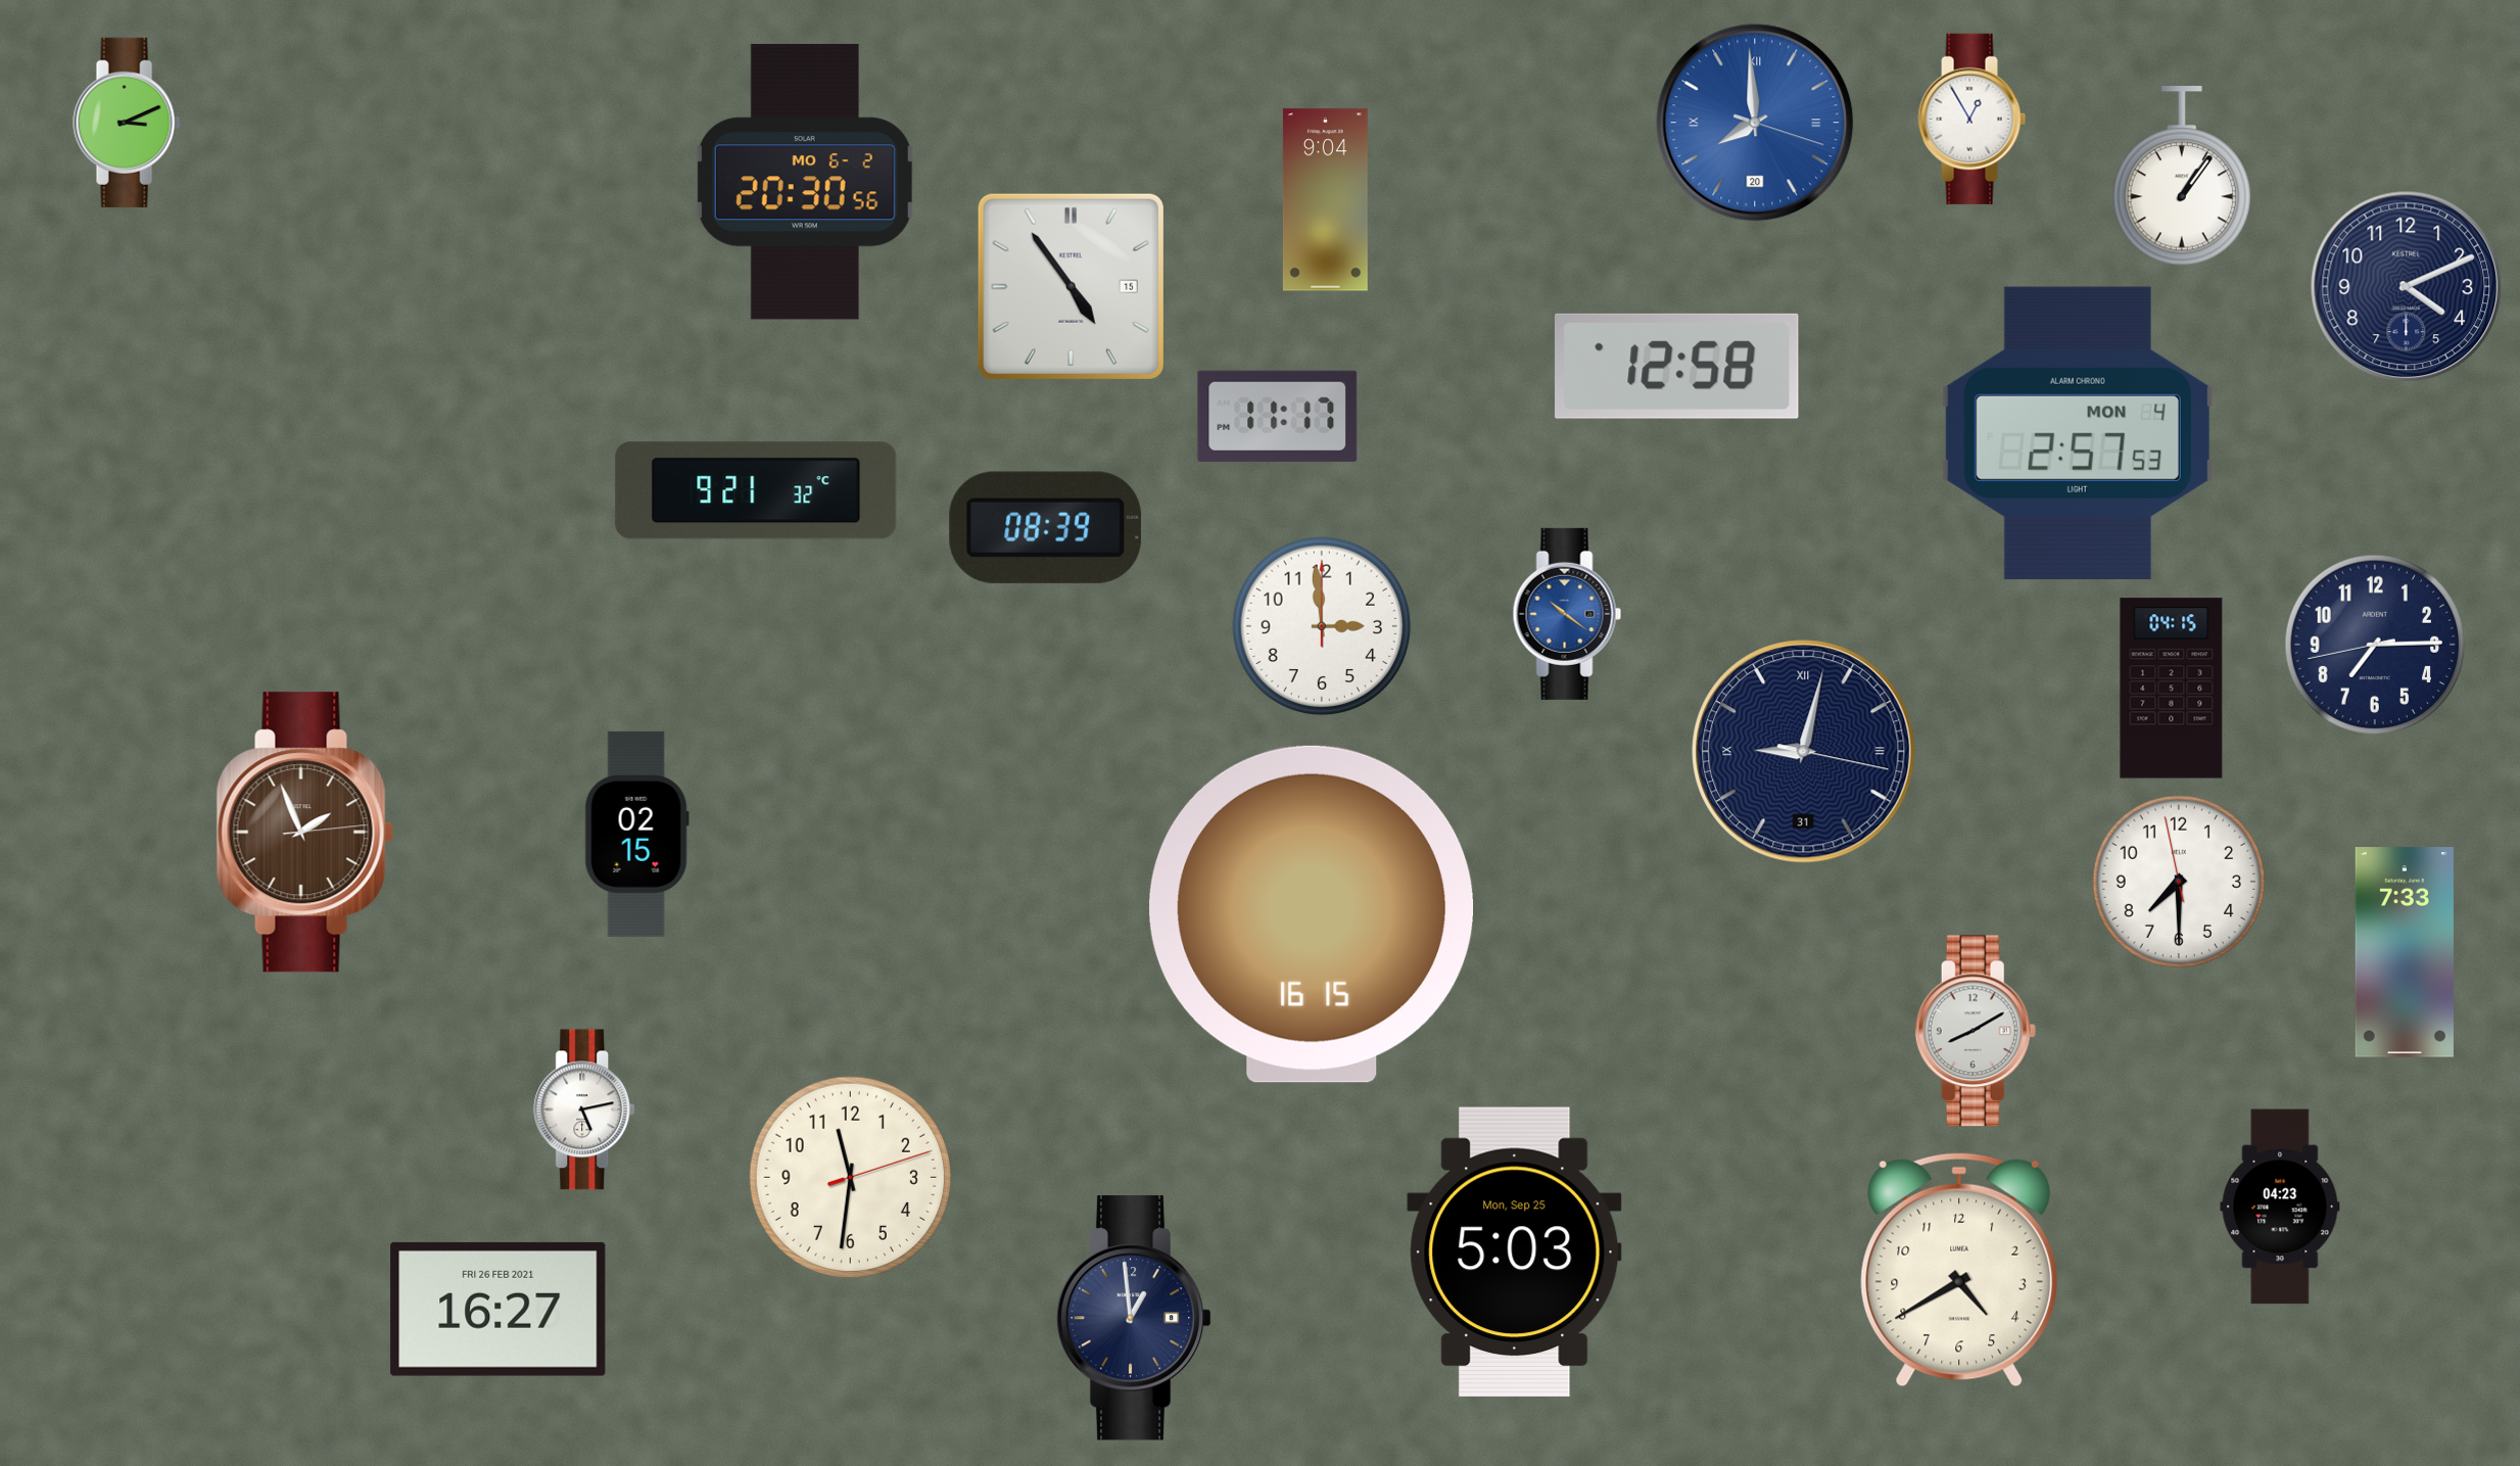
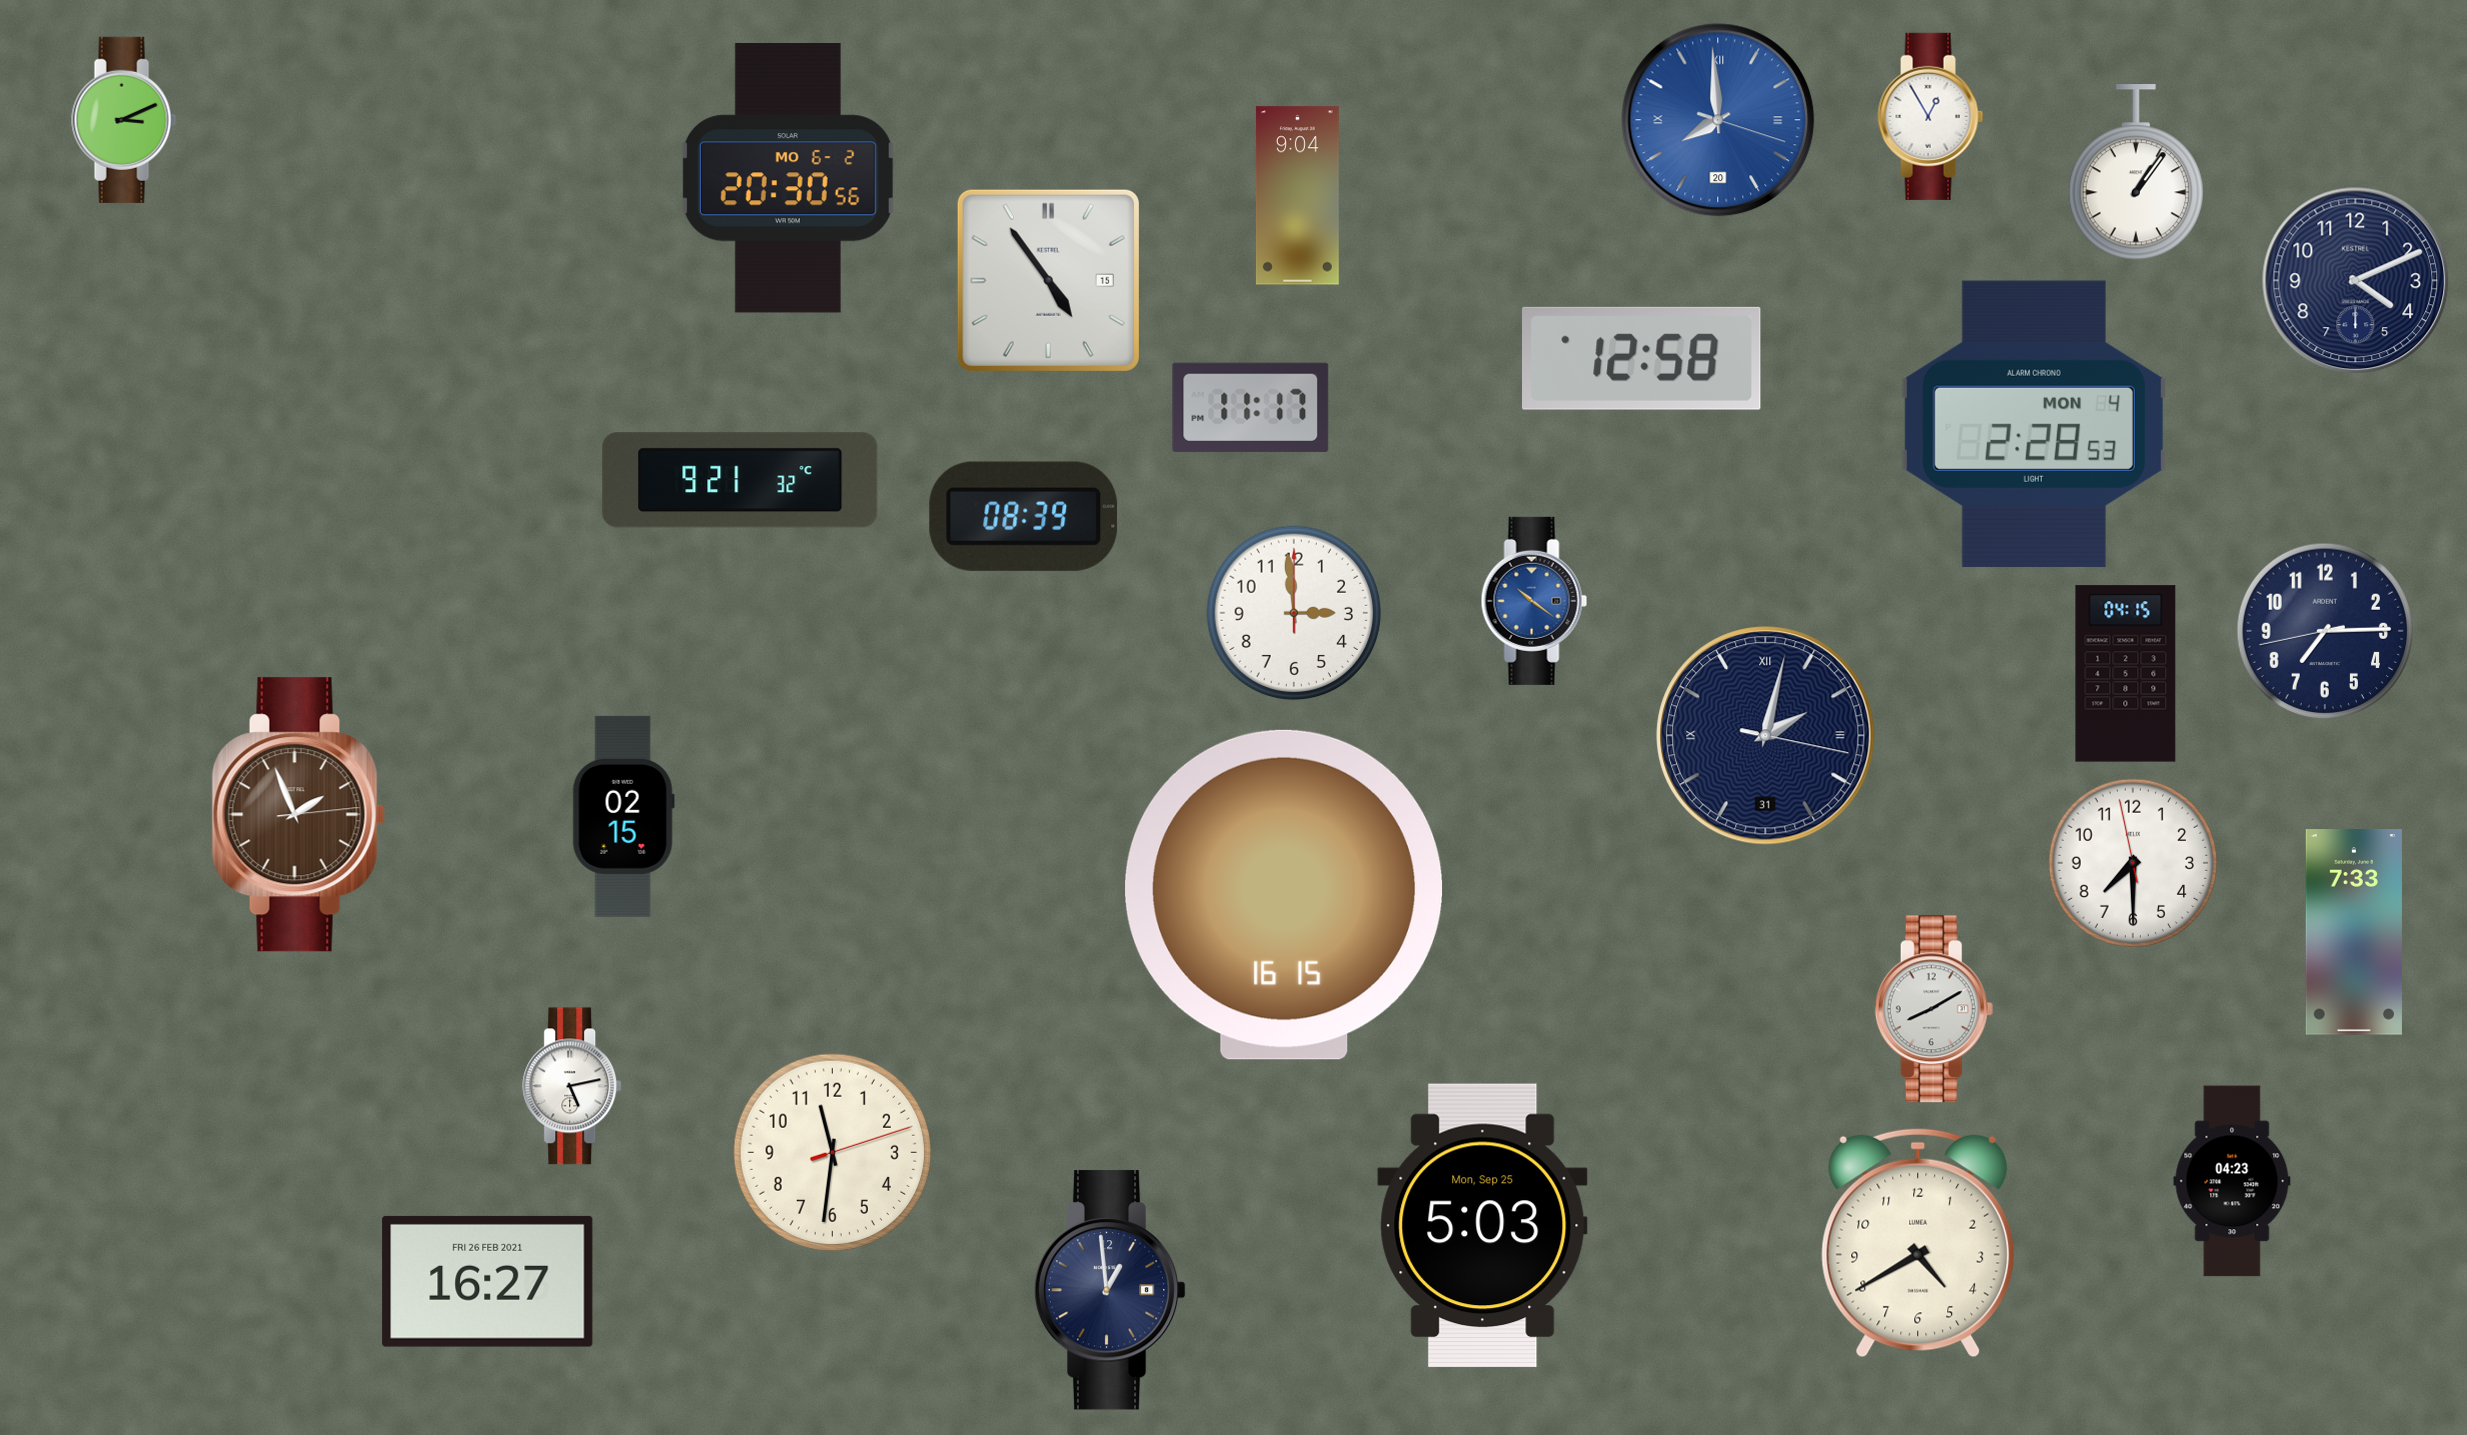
clock at (2078, 433): 2:57 -> 2:28
clock at (1804, 752): 9:02 -> 2:02
